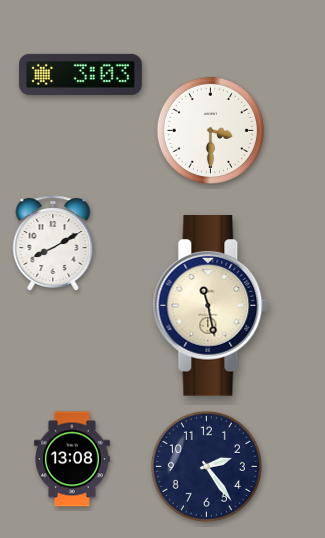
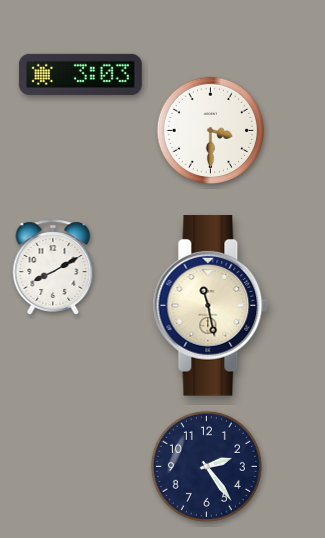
clock at (53, 243) position: (53, 243) -> (53, 267)
clock at (73, 459): 13:08 -> none
